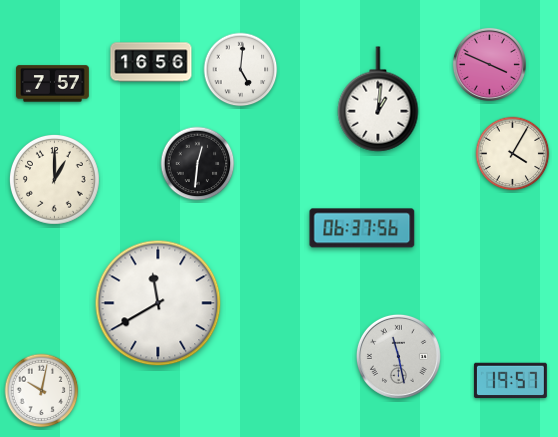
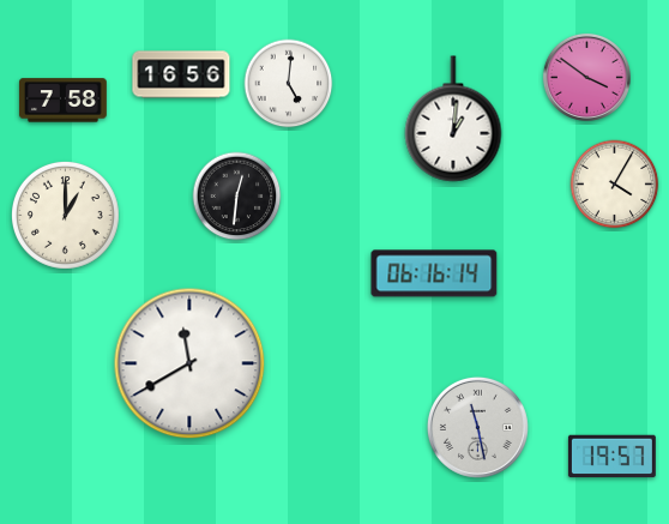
clock at (489, 64): 3:49 -> 3:51
clock at (52, 84): 7:57 -> 7:58
clock at (362, 228): 06:37 -> 06:16
clock at (42, 391): 10:02 -> none
